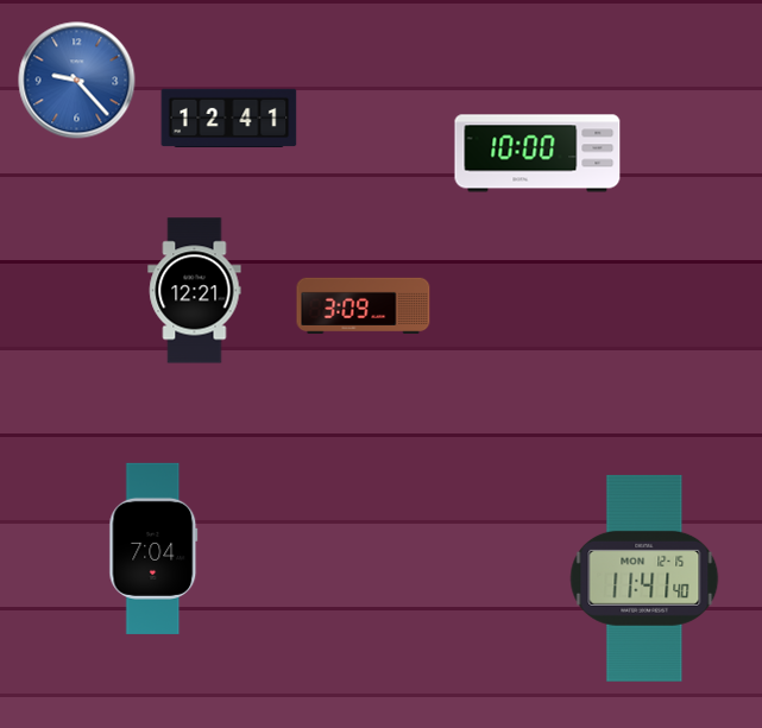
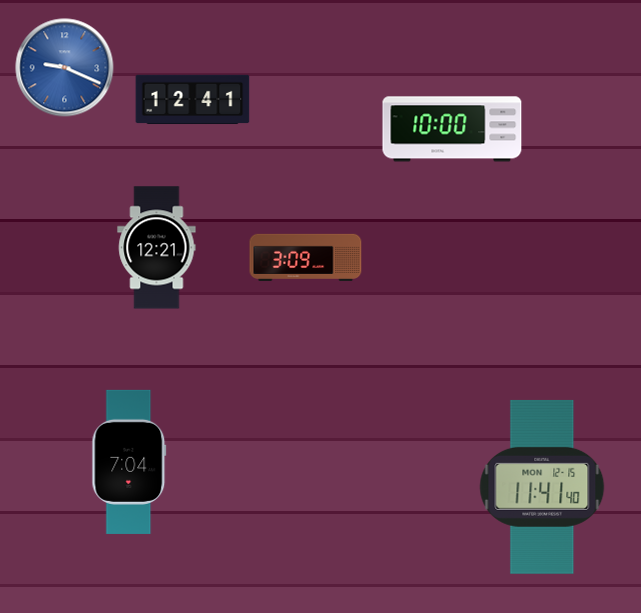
clock at (77, 81): 9:23 -> 9:19
clock at (195, 291) position: (195, 291) -> (157, 248)
